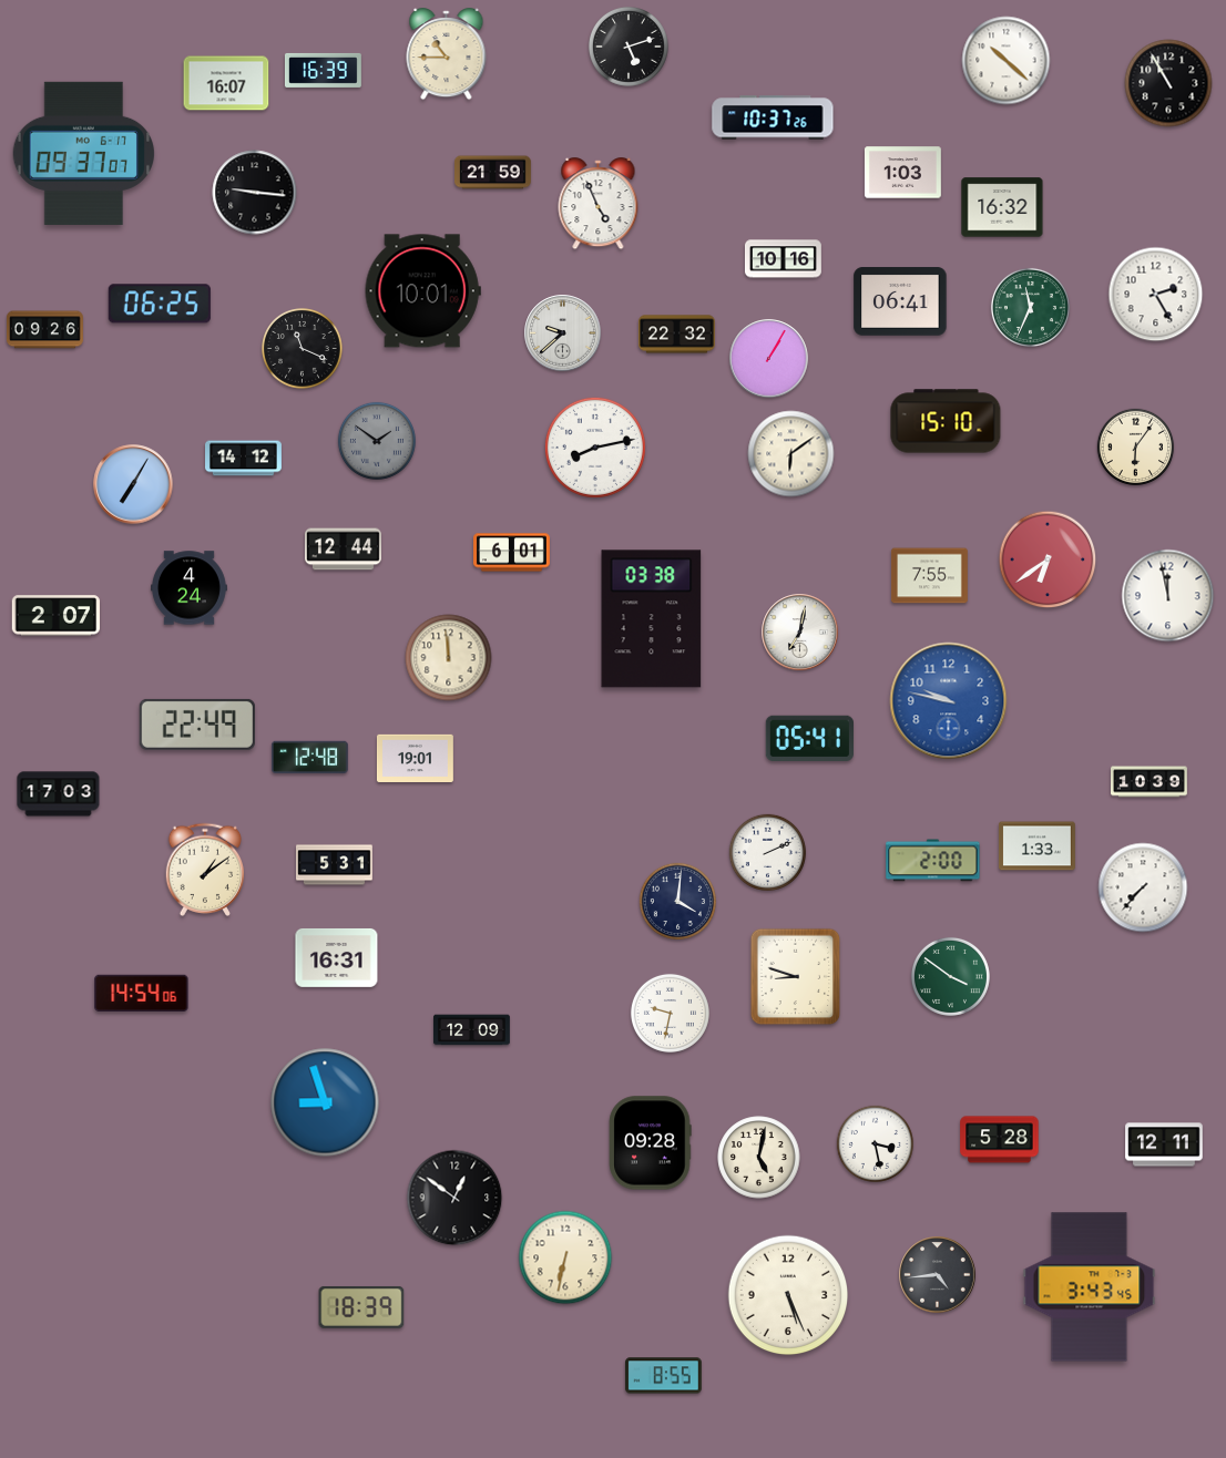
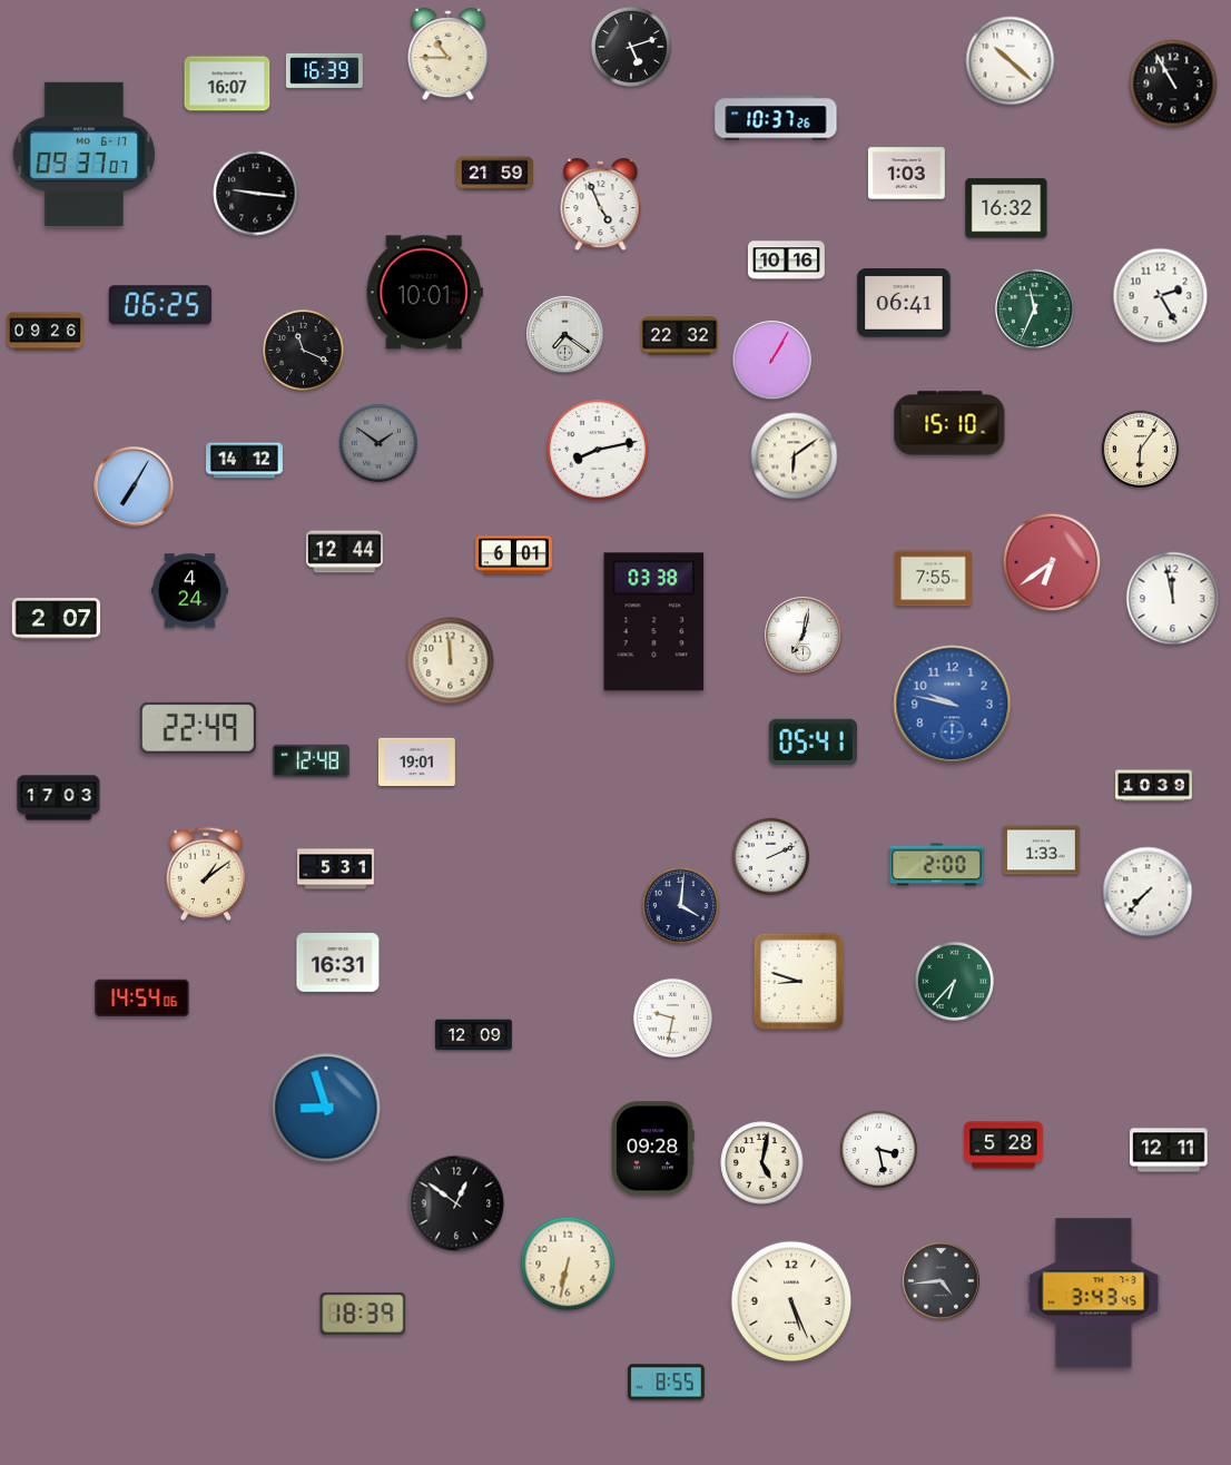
clock at (563, 333): 9:38 -> 7:21
clock at (950, 976): 3:51 -> 6:37
